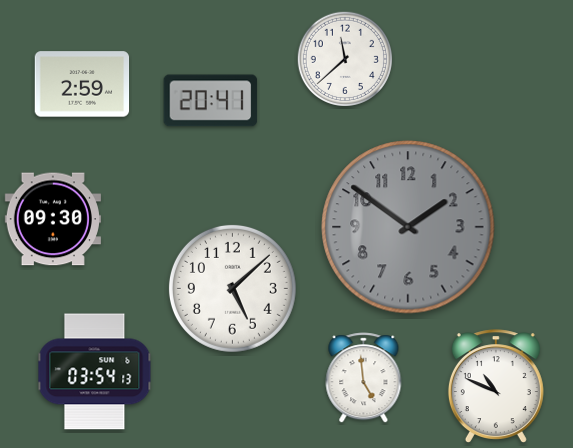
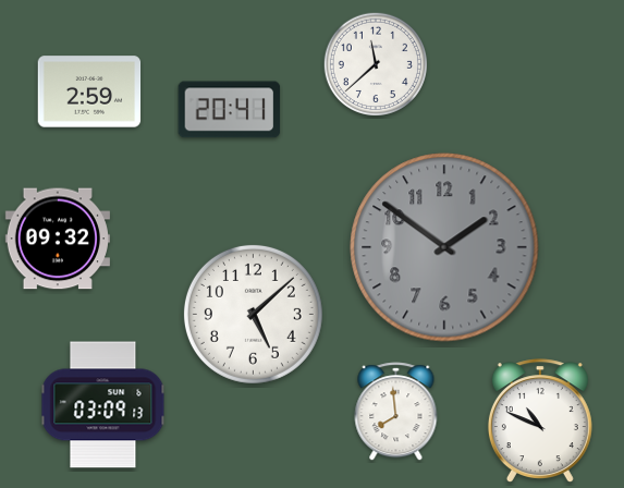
clock at (53, 219): 09:30 -> 09:32
clock at (95, 372): 03:54 -> 03:09
clock at (364, 378): 4:59 -> 7:59
